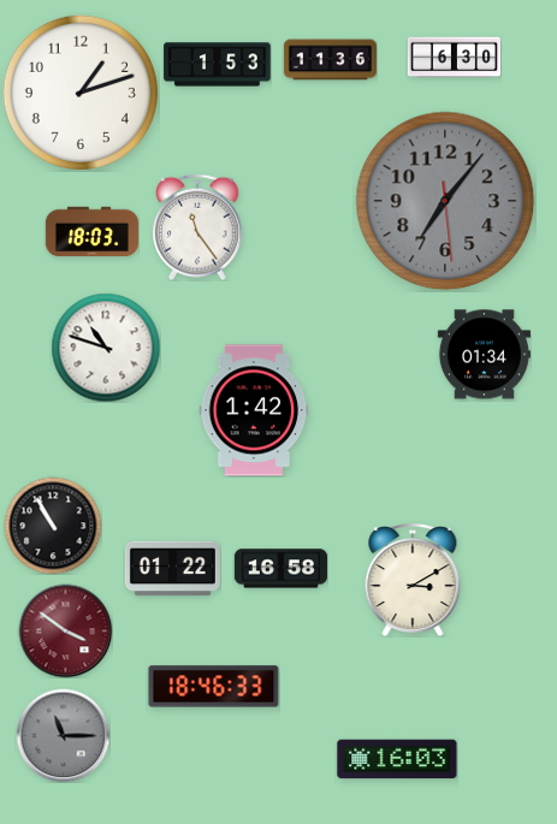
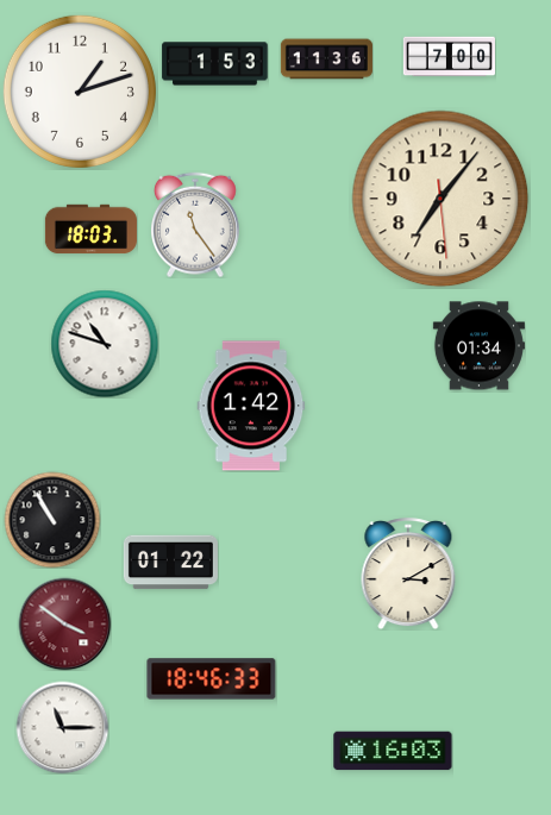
clock at (454, 58): 6:30 -> 7:00
clock at (445, 201) dial: grey -> cream
clock at (484, 355) position: (484, 355) -> (478, 346)
clock at (280, 569): 16:58 -> none
clock at (63, 735) dial: grey -> white
